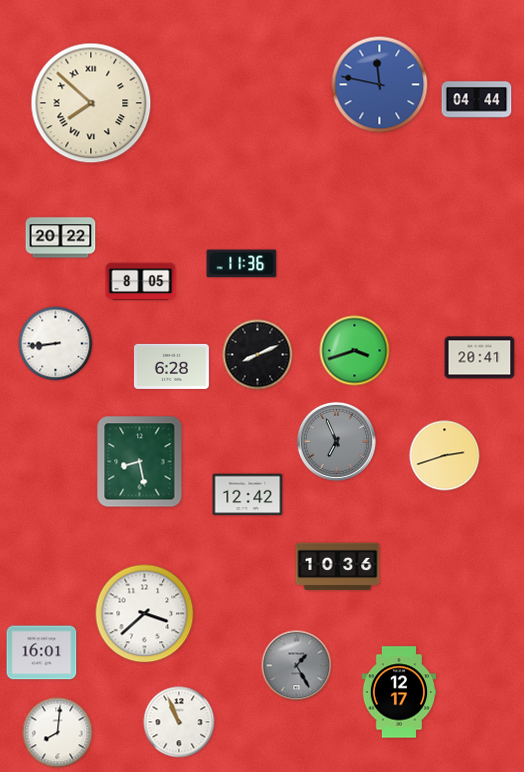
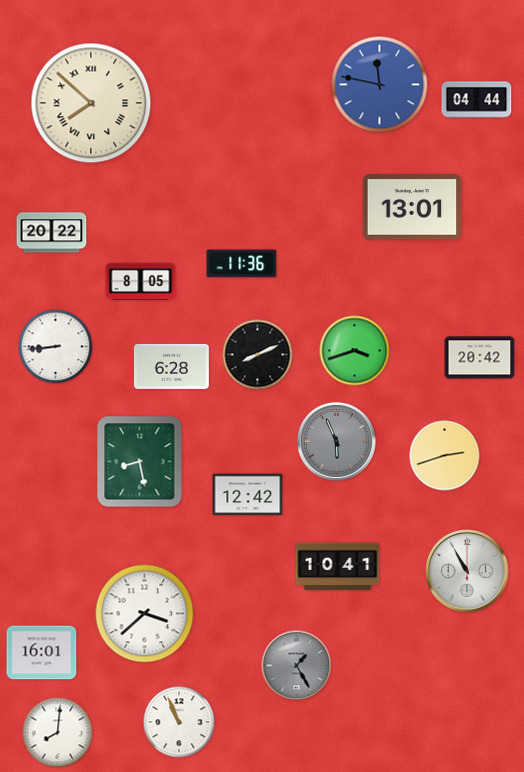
clock at (412, 207): none -> 13:01
clock at (61, 238) position: (61, 238) -> (52, 233)
clock at (56, 344) position: (56, 344) -> (56, 347)
clock at (480, 358): 20:41 -> 20:42
clock at (336, 441): 6:56 -> 5:56
clock at (338, 567): 10:36 -> 10:41
clock at (467, 571): none -> 10:55
clock at (399, 692): 12:17 -> none
